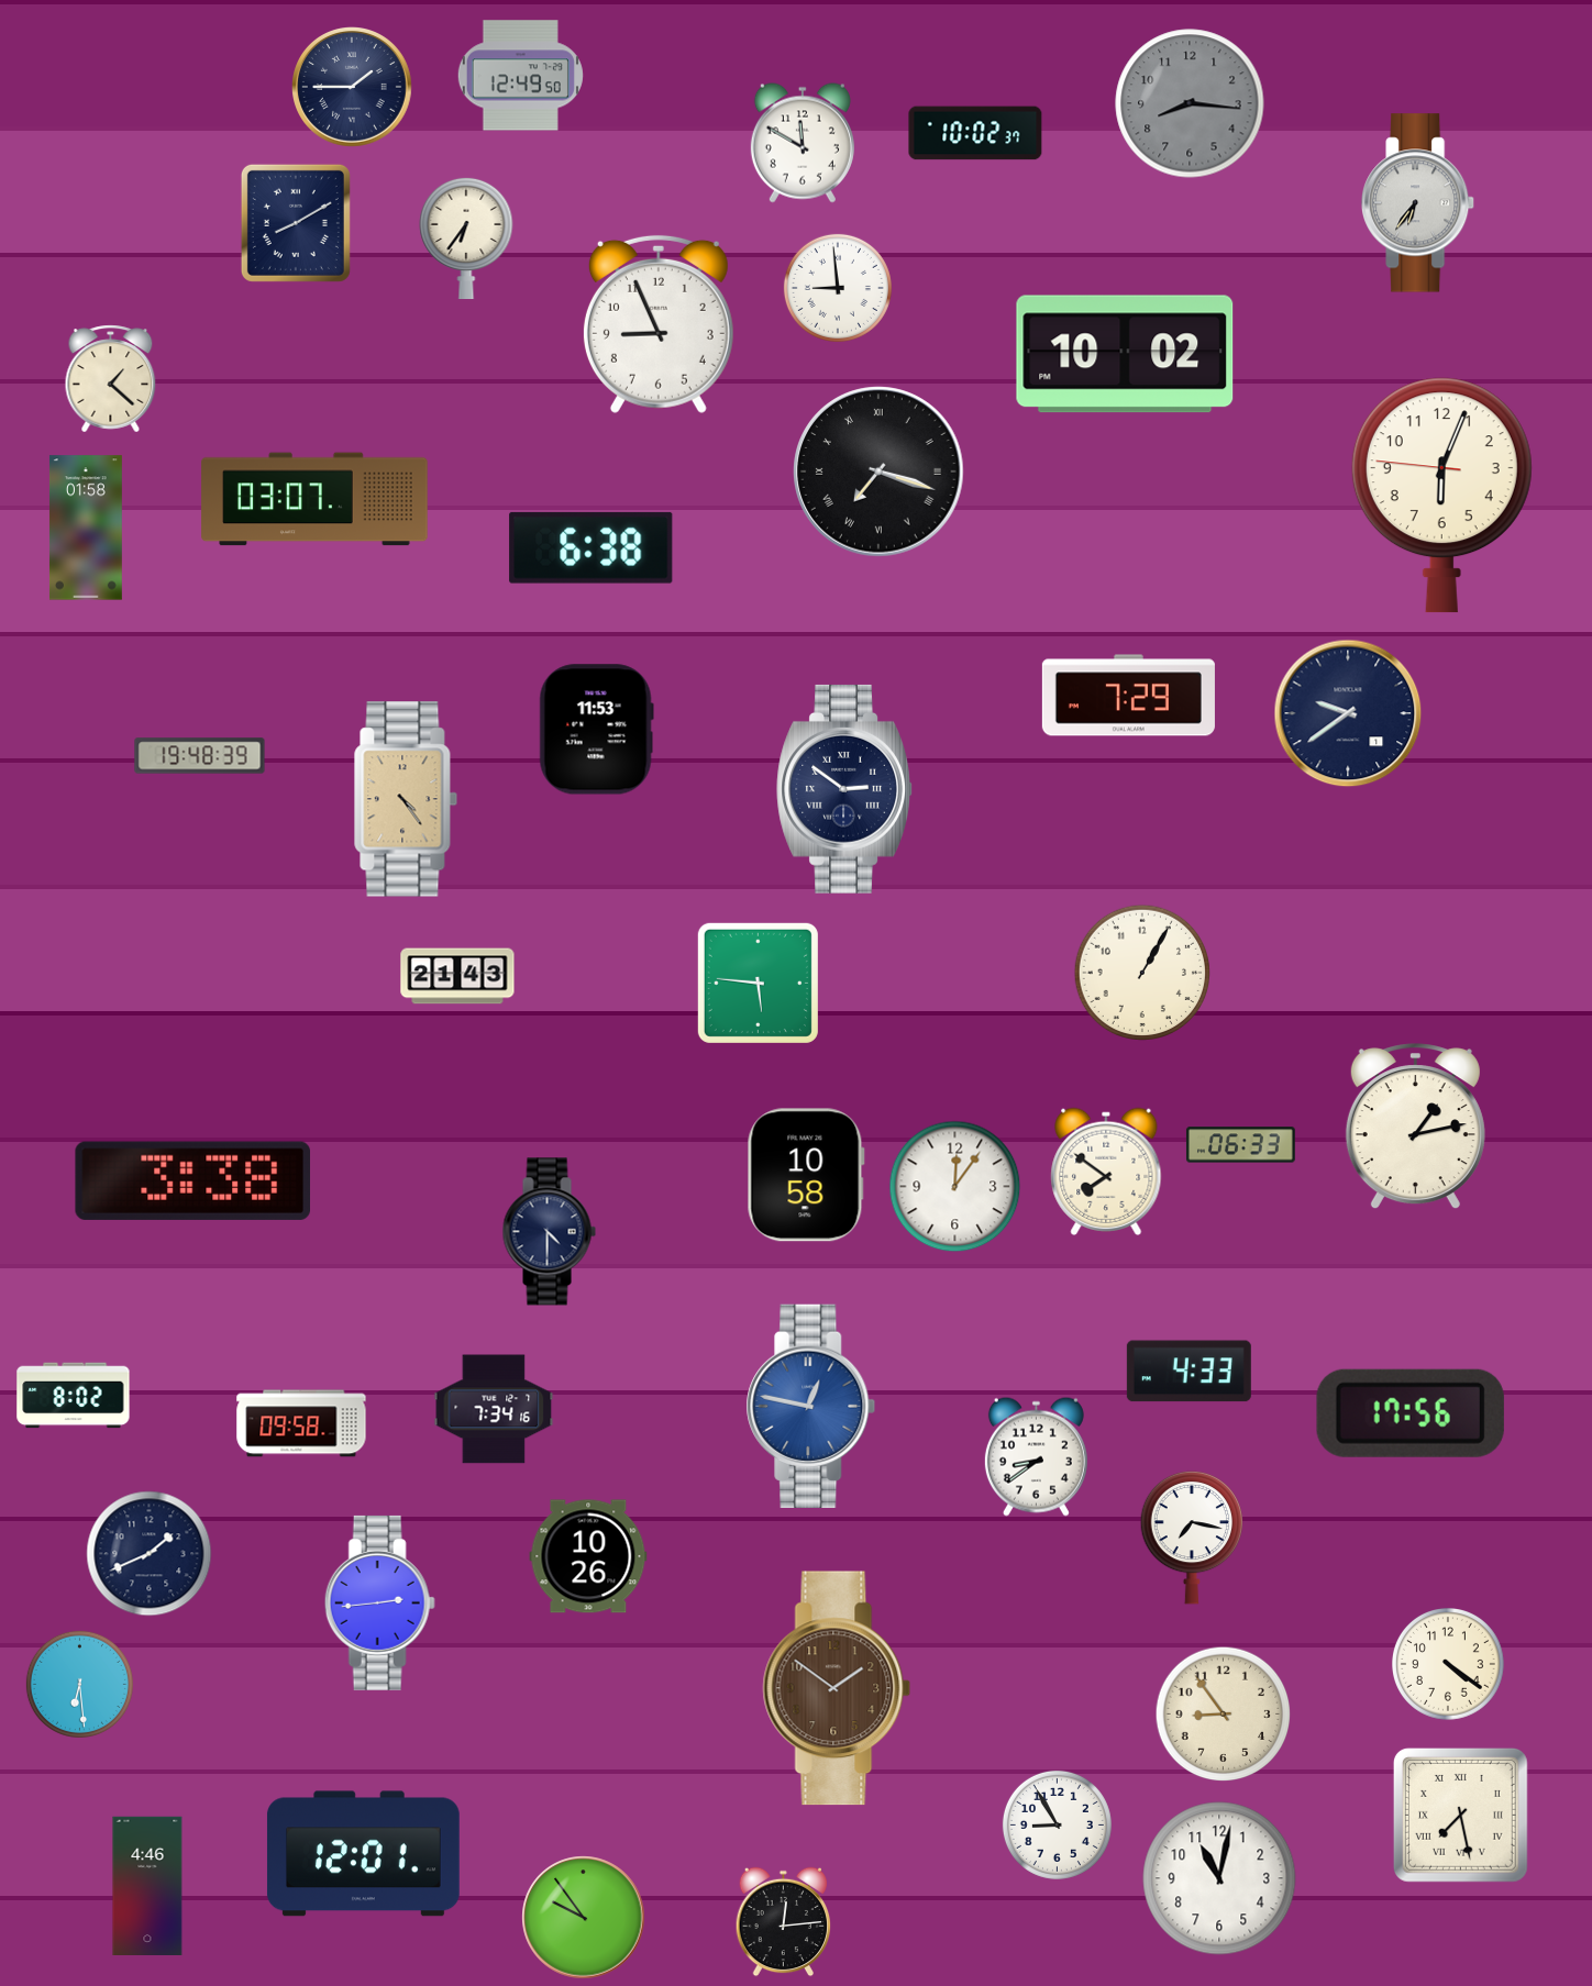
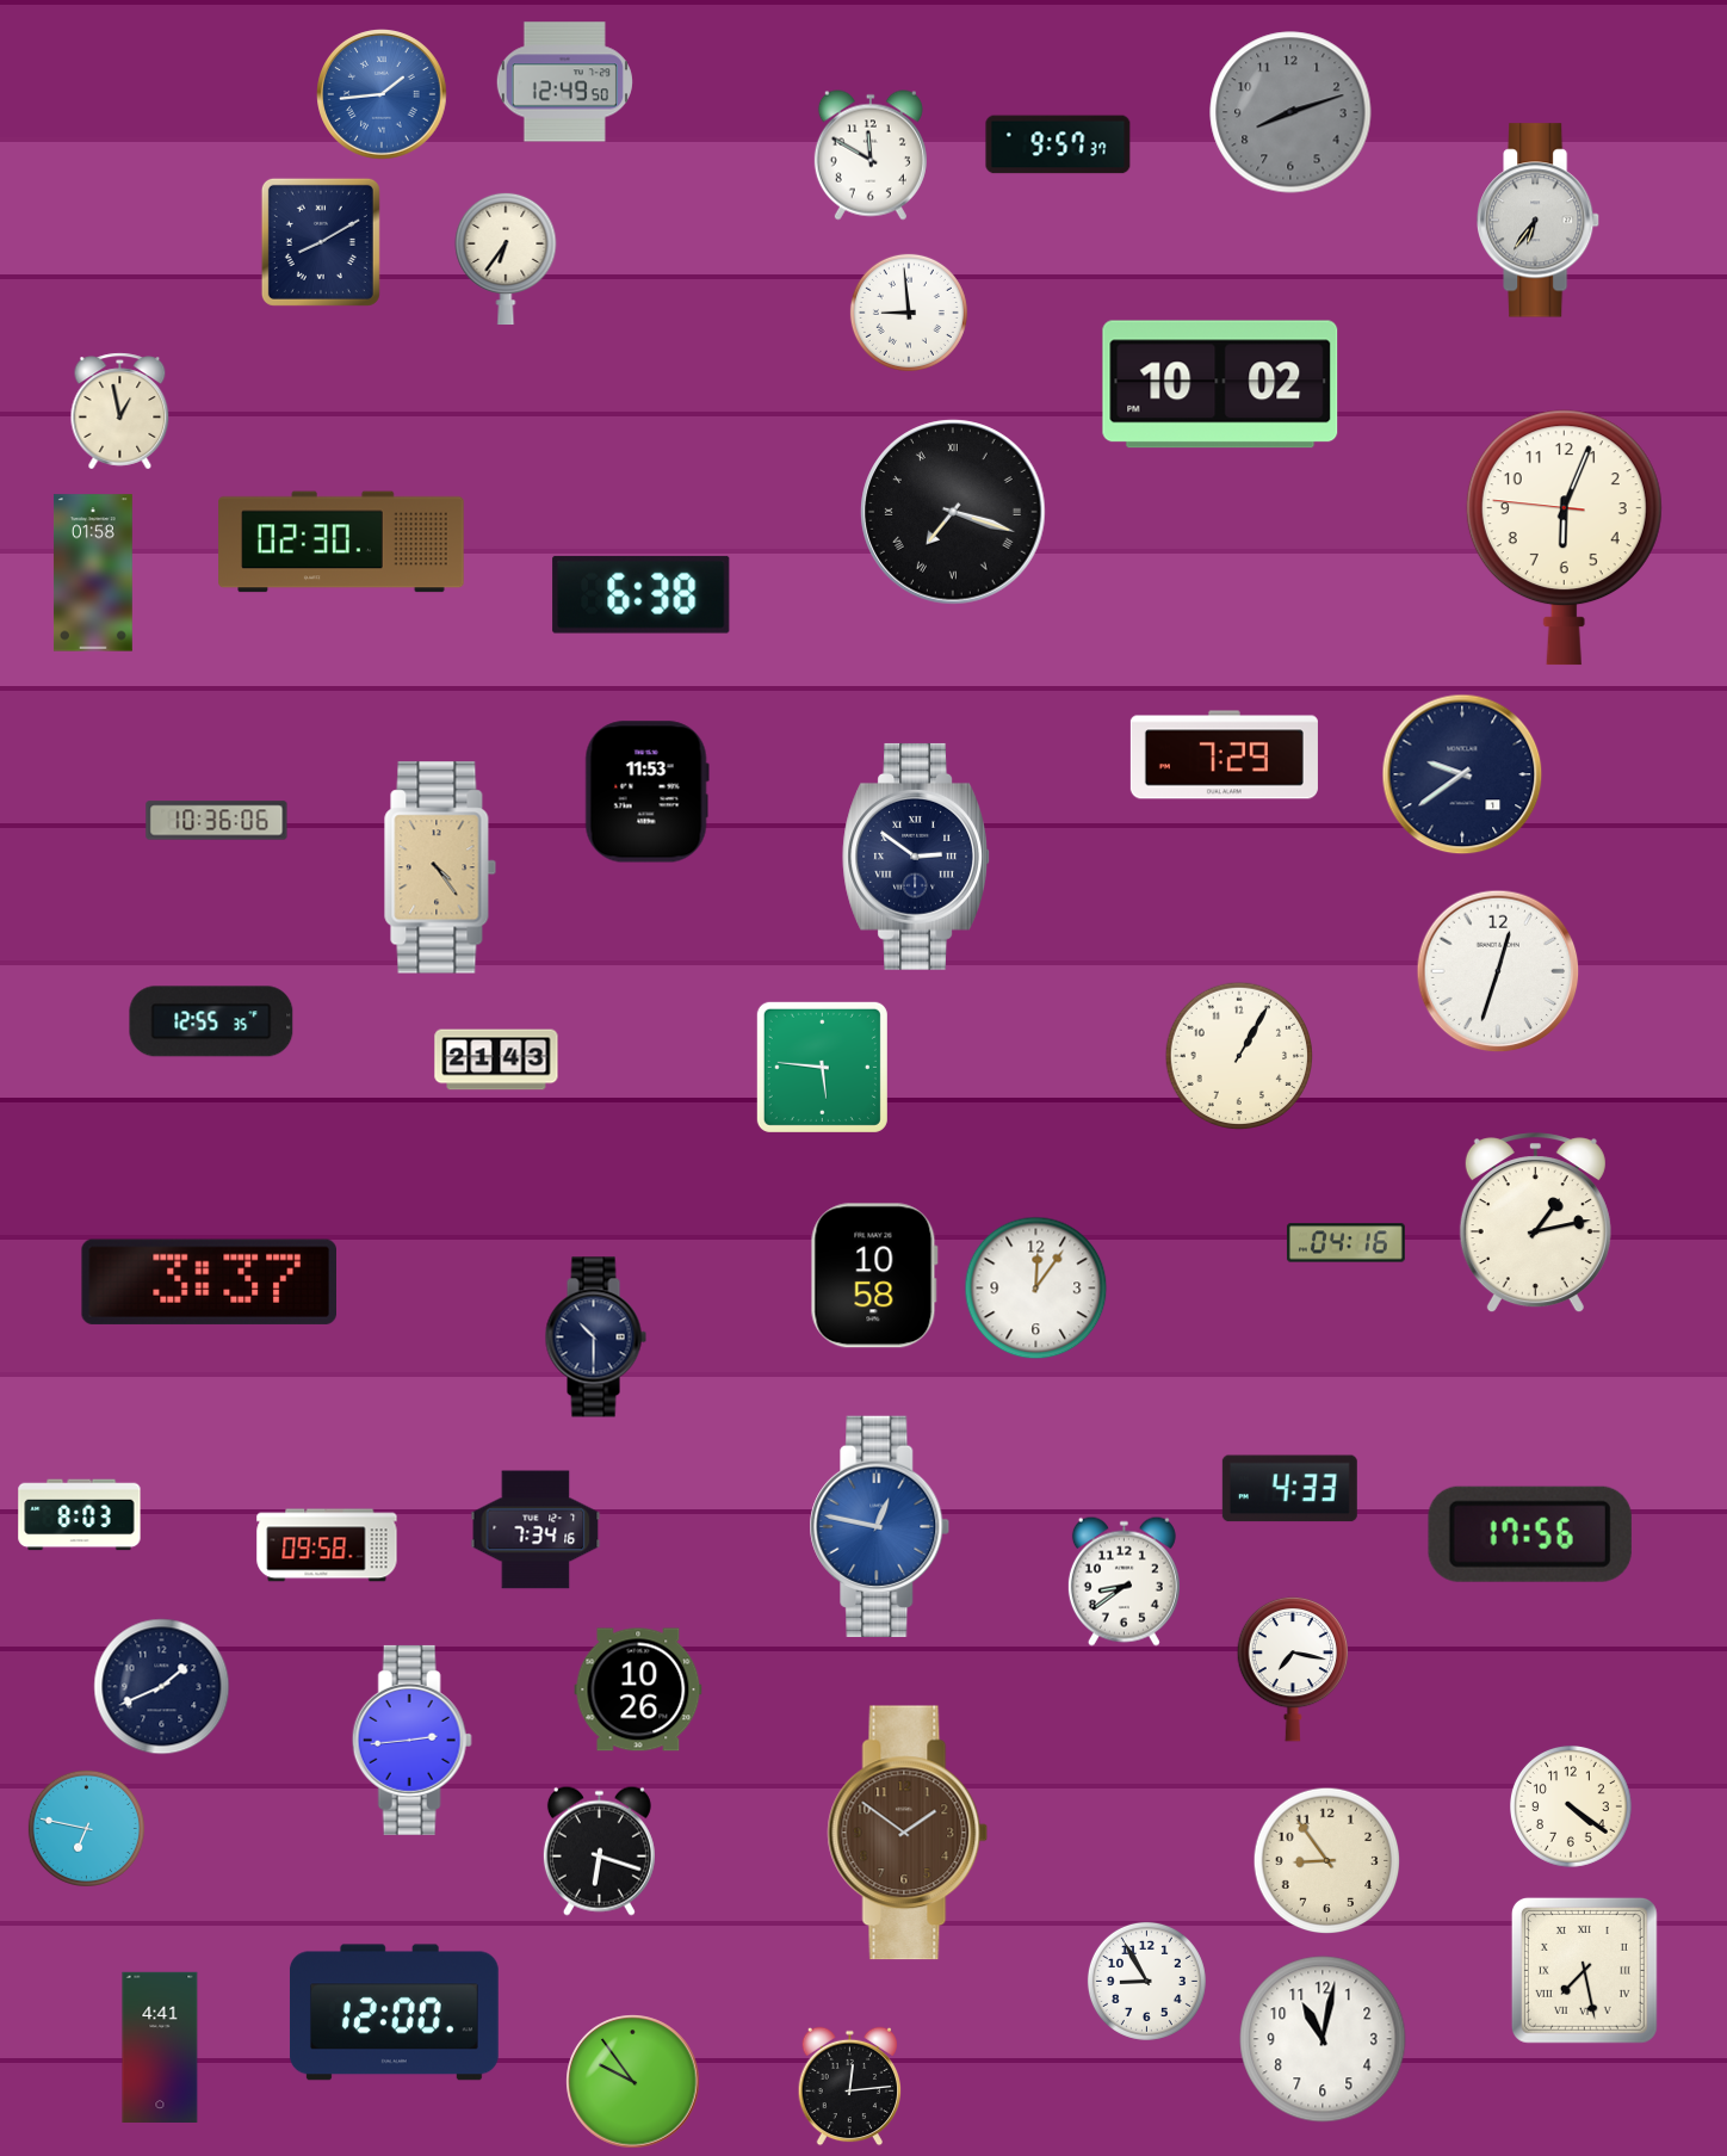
clock at (353, 88): 1:45 -> 1:44
clock at (353, 88) dial: navy -> blue
clock at (1190, 103): 8:16 -> 8:12
clock at (975, 133): 10:02 -> 9:57
clock at (659, 324): 8:56 -> none
clock at (111, 379): 1:22 -> 12:58
clock at (314, 499): 03:07 -> 02:30
clock at (200, 756): 19:48 -> 10:36
clock at (1498, 971): none -> 12:33
clock at (211, 1021): none -> 12:55
clock at (1240, 1145): 06:33 -> 04:16
clock at (1106, 1172): 7:51 -> none
clock at (192, 1180): 3:38 -> 3:37
clock at (549, 1232): 4:30 -> 10:30
clock at (74, 1396): 8:02 -> 8:03
clock at (79, 1684): 6:29 -> 6:47
clock at (599, 1851): none -> 6:18
clock at (363, 1854): 12:01 -> 12:00
clock at (147, 1885): 4:46 -> 4:41
